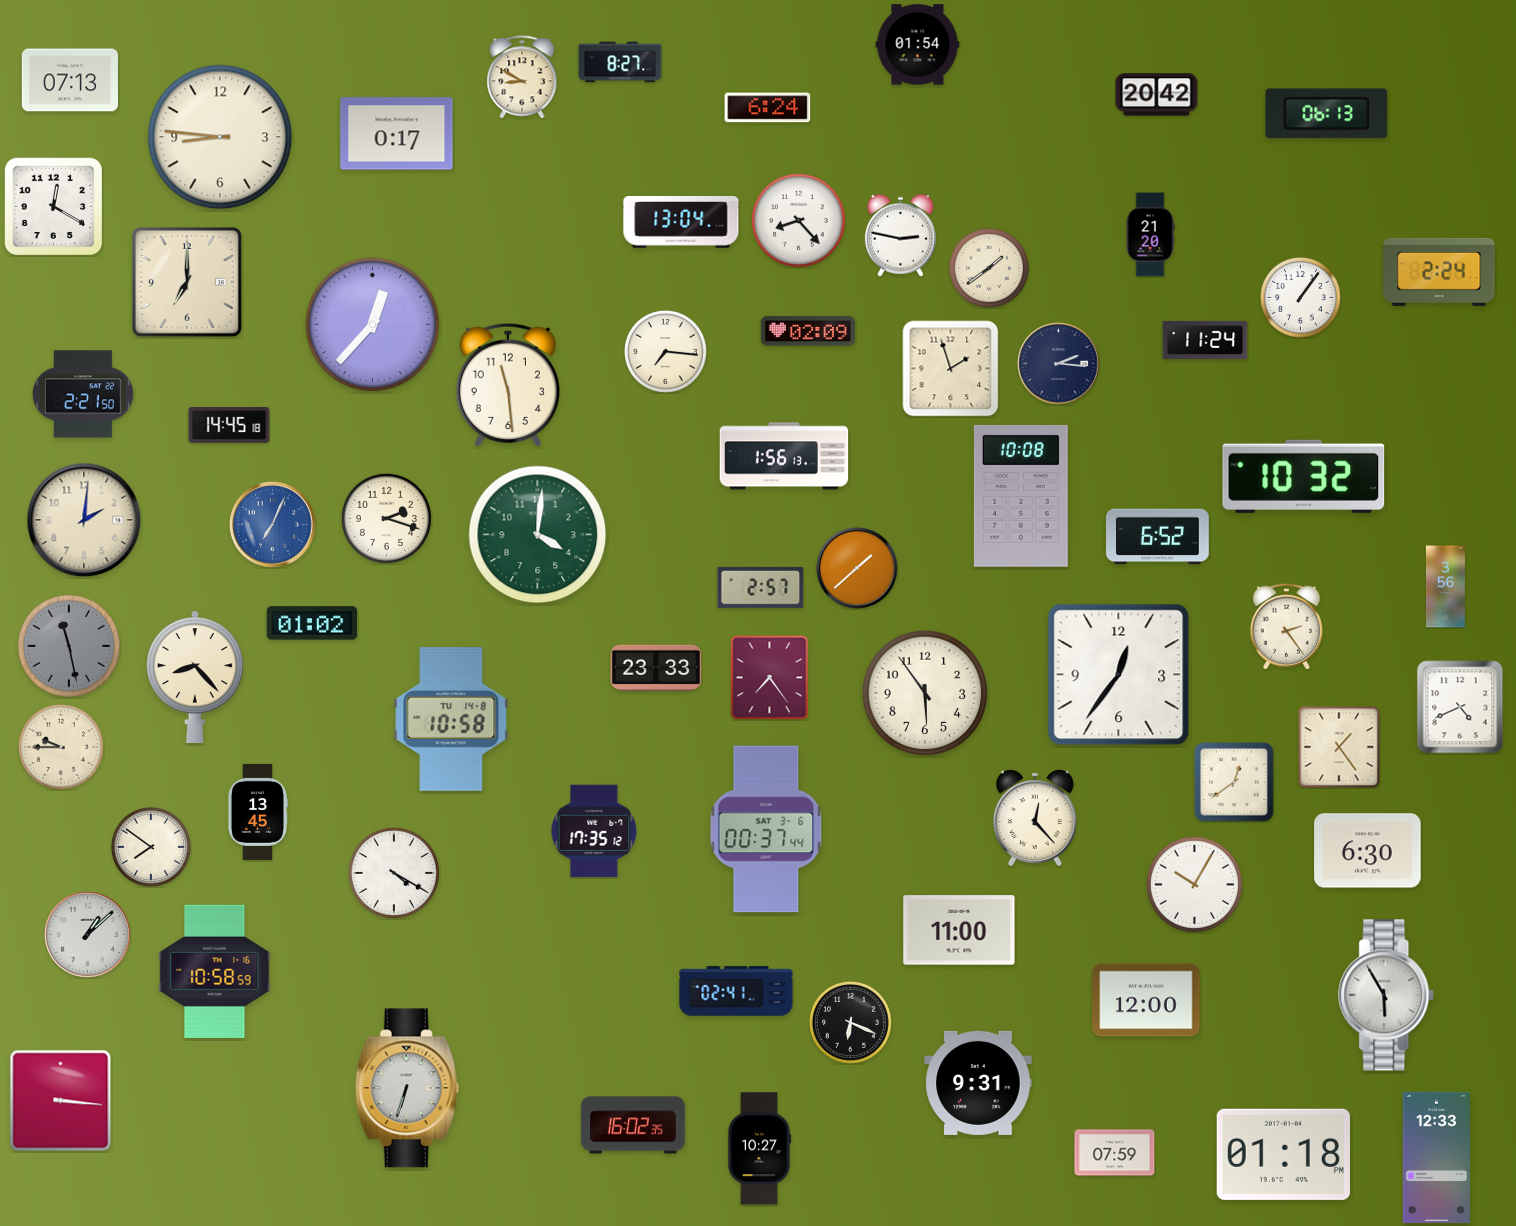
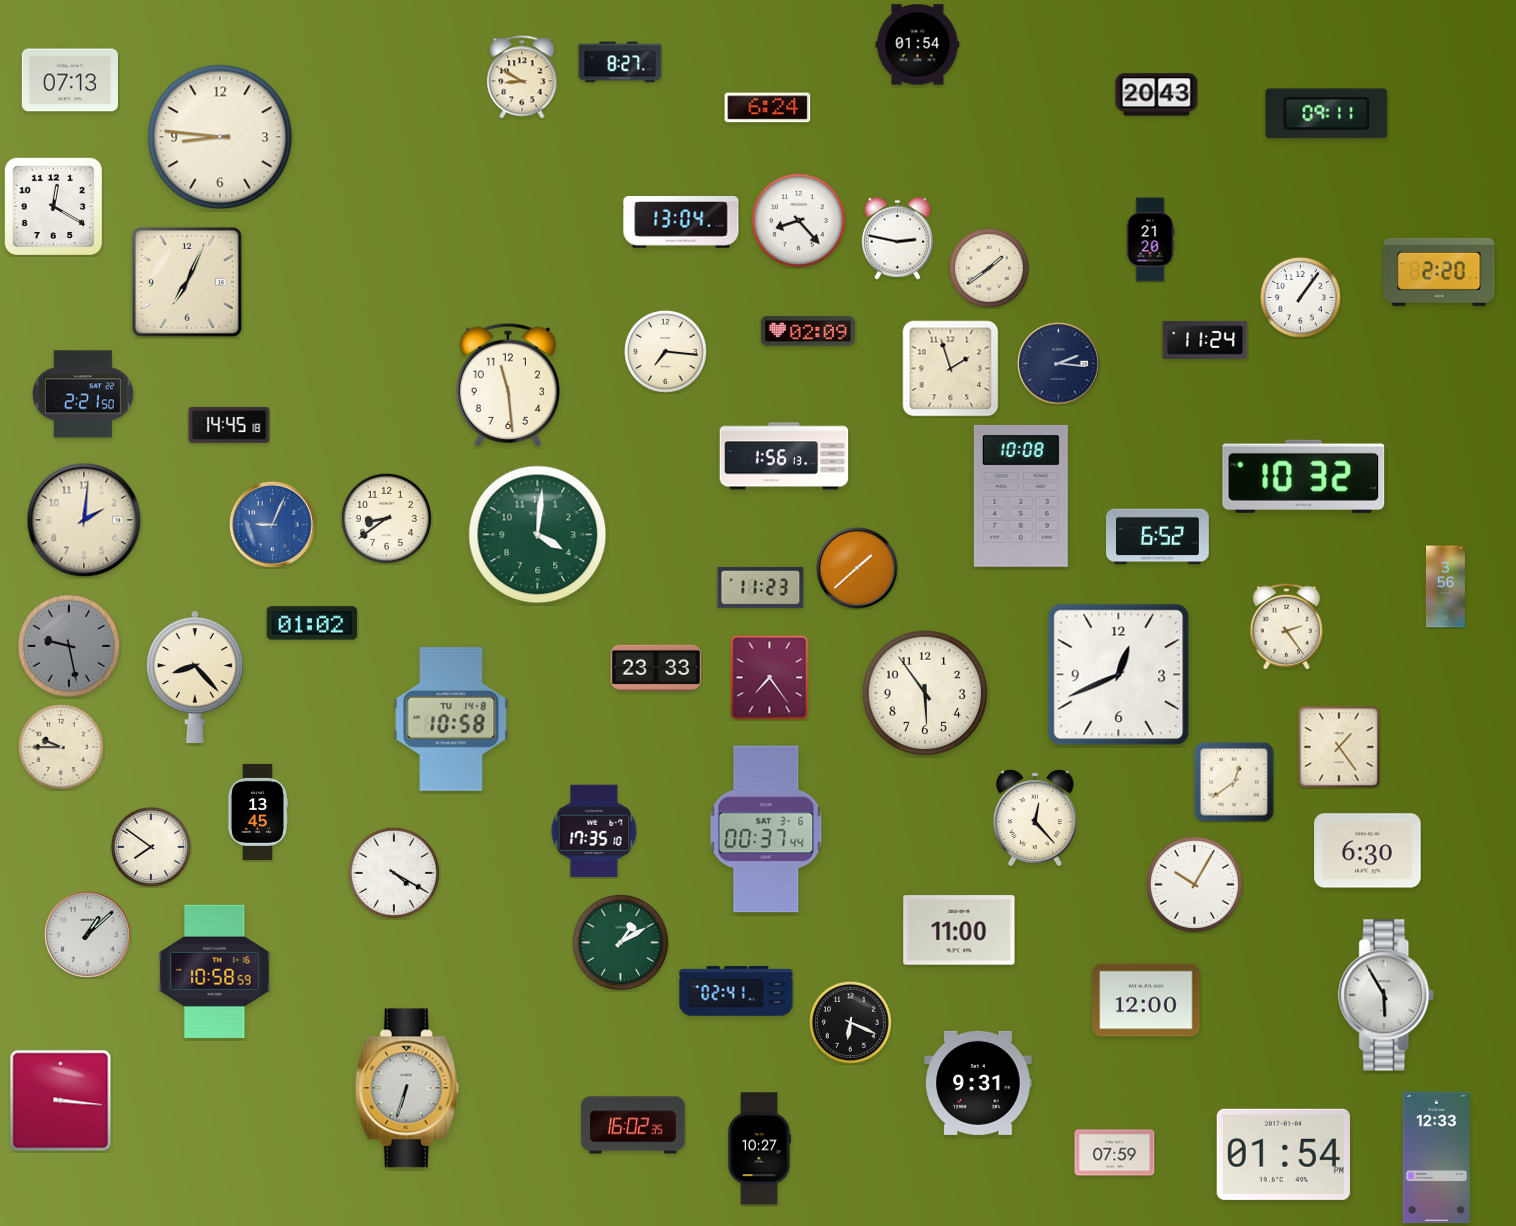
clock at (1157, 95): 20:42 -> 20:43
clock at (1327, 114): 06:13 -> 09:11
clock at (397, 134): 0:17 -> none
clock at (900, 235) position: (900, 235) -> (897, 238)
clock at (1150, 235) position: (1150, 235) -> (1150, 240)
clock at (1439, 272): 2:24 -> 2:20
clock at (187, 282): 7:00 -> 7:04
clock at (373, 325): 12:37 -> none
clock at (386, 518): 2:18 -> 8:39
clock at (272, 524): 7:04 -> 9:04
clock at (761, 587): 2:57 -> 11:23
clock at (69, 646): 11:28 -> 9:28
clock at (1119, 675): 12:36 -> 12:41
clock at (1460, 707): 4:41 -> none
clock at (594, 831): 17:35:12 -> 17:35:10
clock at (620, 942): none -> 1:10
clock at (1283, 1154): 01:18 -> 01:54
